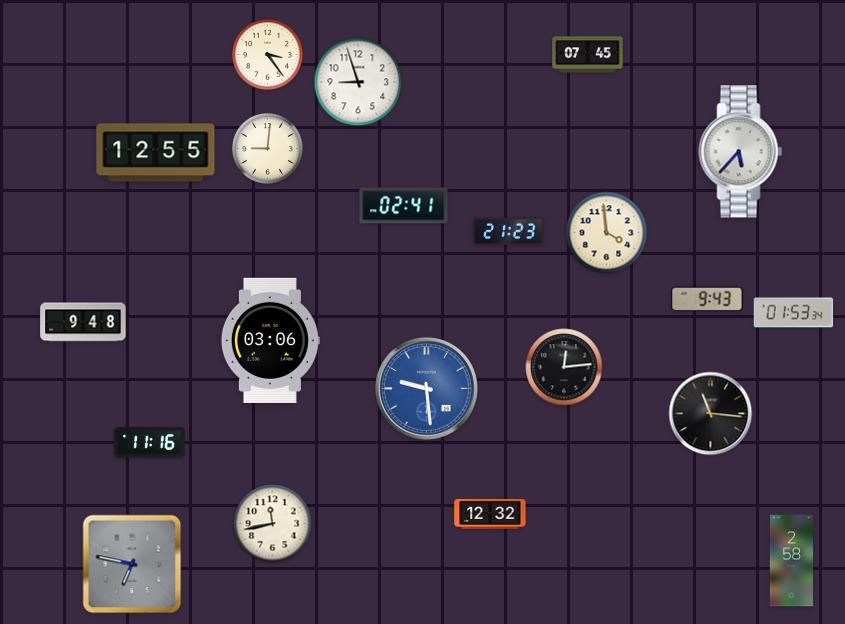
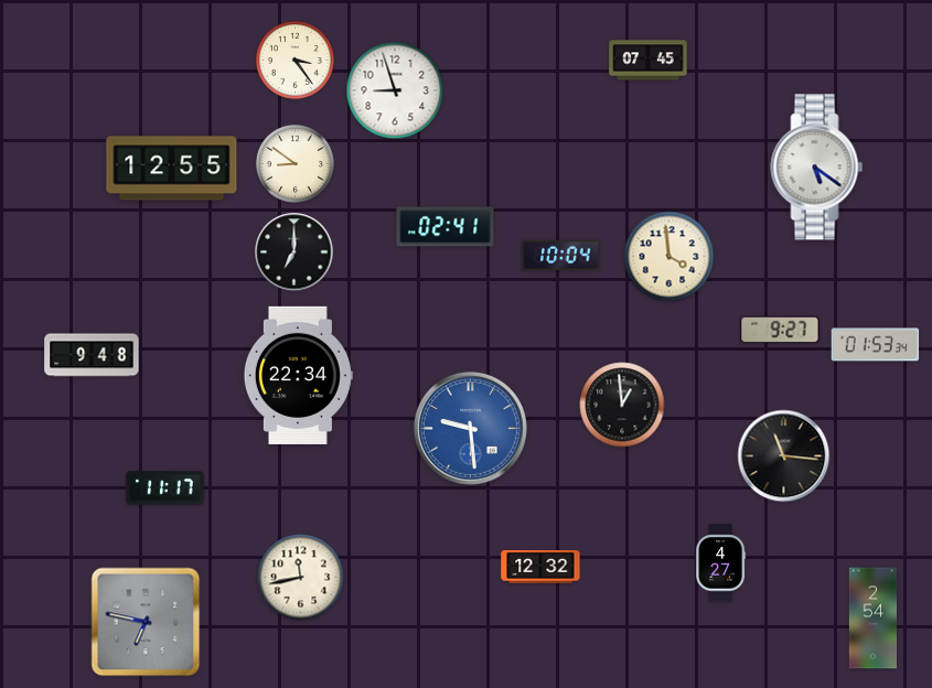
clock at (267, 148): 9:01 -> 8:51
clock at (741, 152): 5:37 -> 5:21
clock at (294, 252): none -> 7:00
clock at (509, 232): 21:23 -> 10:04
clock at (707, 299): 9:43 -> 9:27
clock at (270, 340): 03:06 -> 22:34
clock at (564, 367): 12:14 -> 12:59
clock at (150, 443): 11:16 -> 11:17
clock at (721, 563): none -> 4:27
clock at (792, 561): 2:58 -> 2:54
